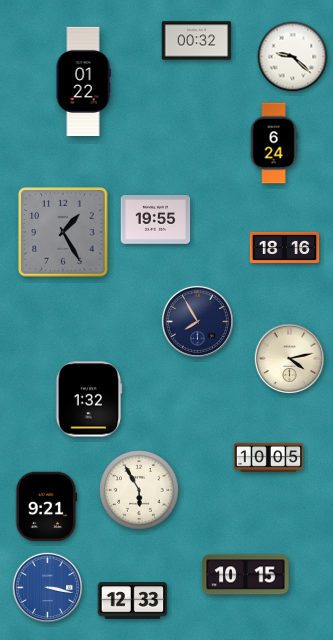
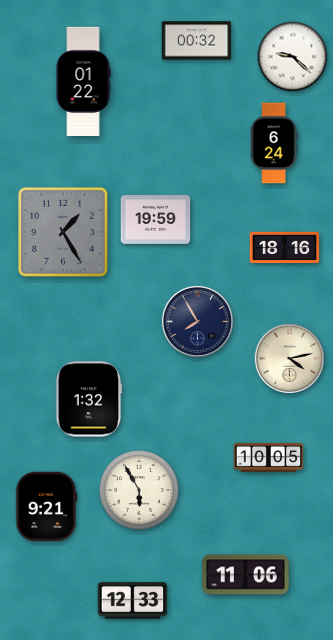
clock at (156, 220): 19:55 -> 19:59
clock at (246, 575): 10:15 -> 11:06
clock at (47, 587): 3:17 -> none
